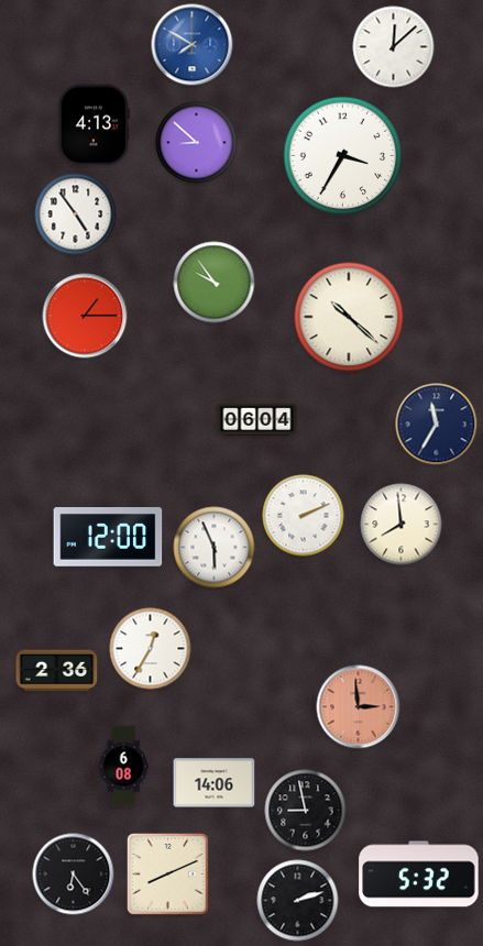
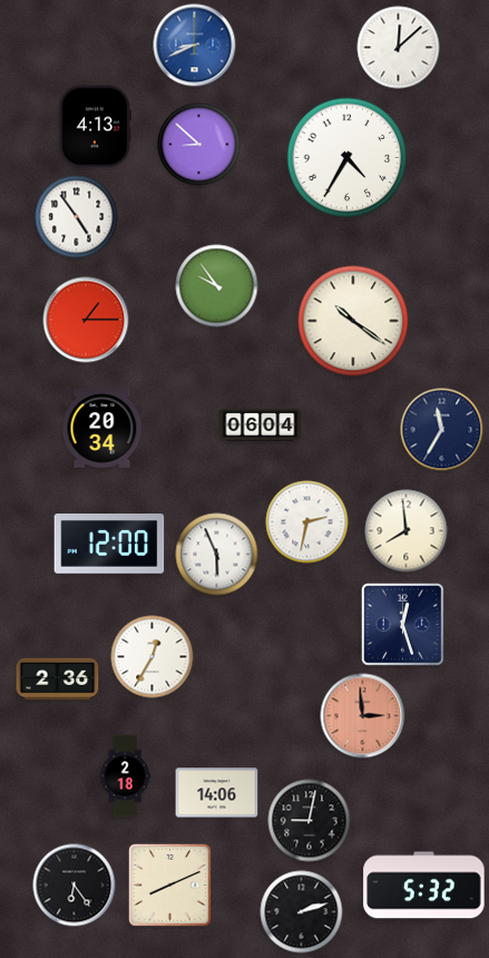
clock at (193, 45): 7:50 -> 8:41
clock at (343, 156): 3:35 -> 4:35
clock at (349, 317): 10:22 -> 10:21
clock at (102, 429): none -> 20:34
clock at (304, 516): 2:11 -> 2:32
clock at (403, 625): none -> 12:27
clock at (123, 767): 6:08 -> 2:18
clock at (306, 811): 8:58 -> 9:02
